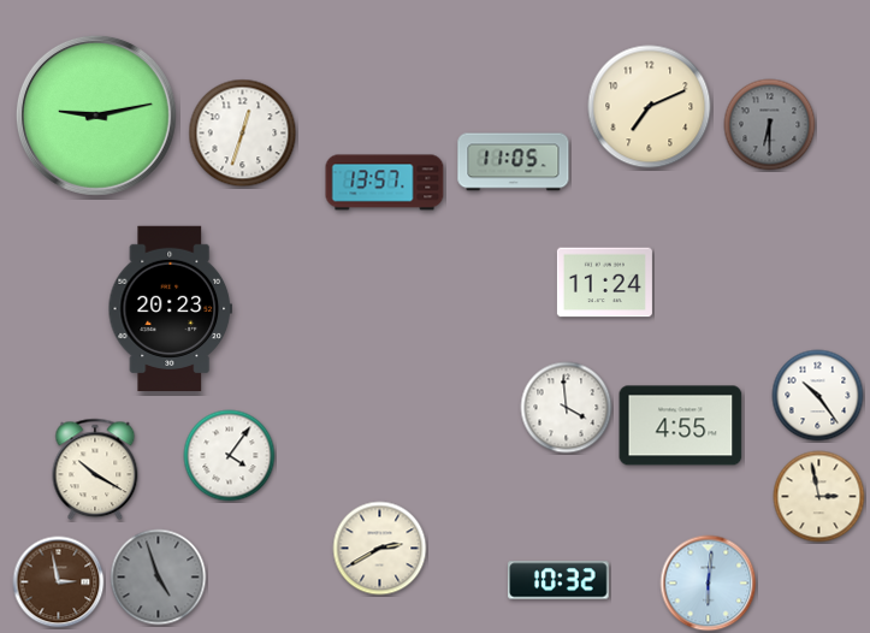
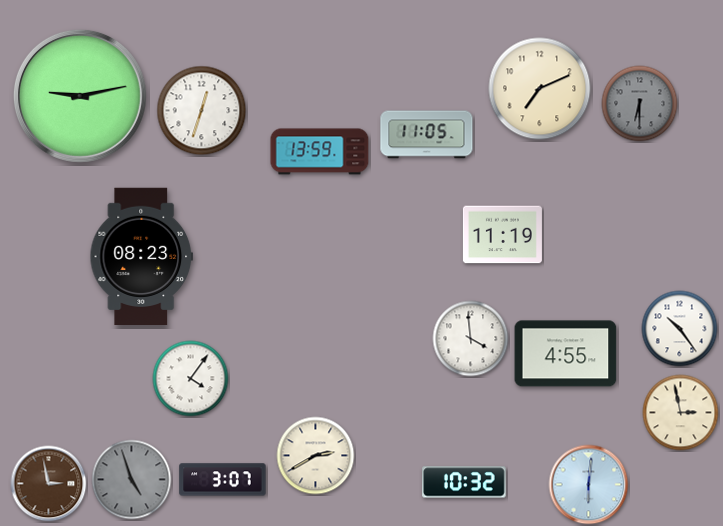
clock at (385, 183): 13:57 -> 13:59
clock at (604, 283): 11:24 -> 11:19
clock at (170, 309): 20:23 -> 08:23
clock at (95, 469): 10:20 -> none
clock at (223, 480): none -> 3:07
